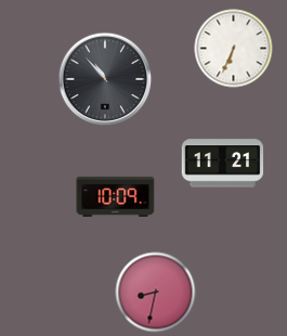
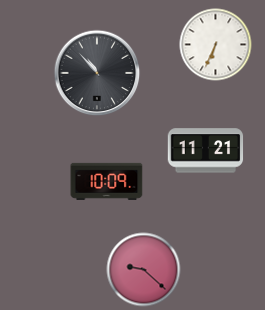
clock at (156, 293): 8:32 -> 9:22
